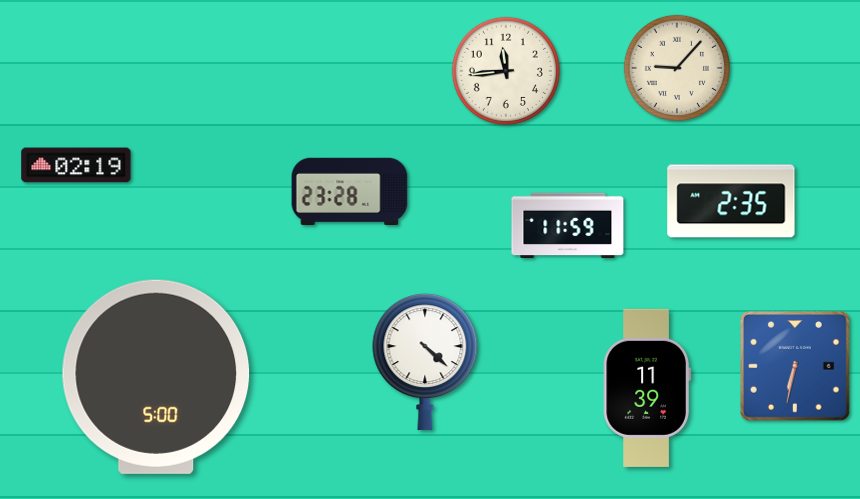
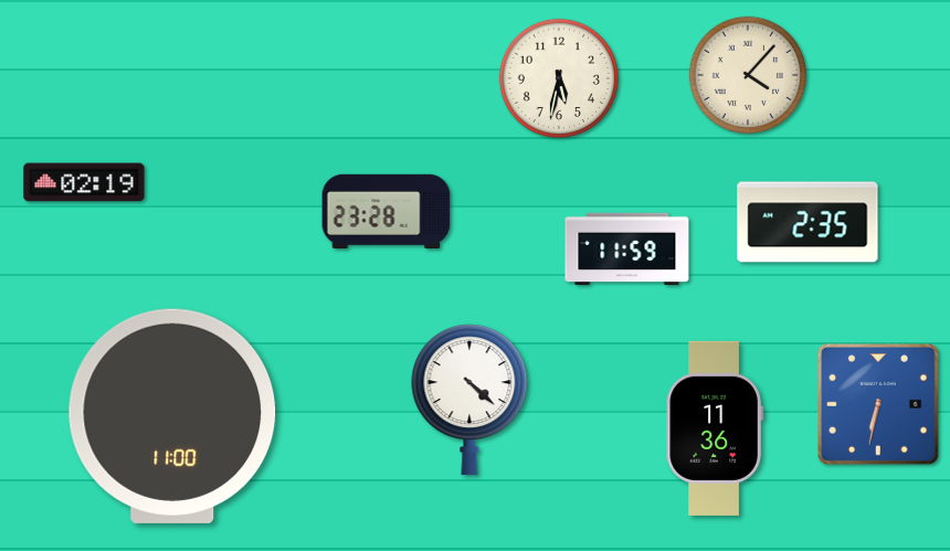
clock at (676, 67): 9:07 -> 4:07
clock at (506, 71): 11:44 -> 5:32
clock at (156, 377): 5:00 -> 11:00
clock at (647, 388): 11:39 -> 11:36
